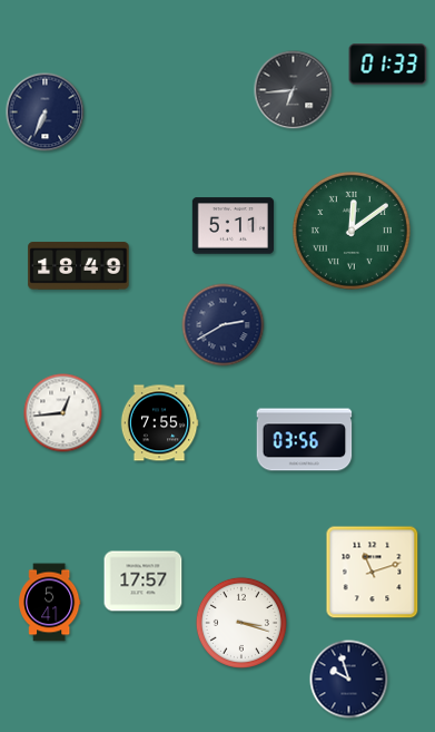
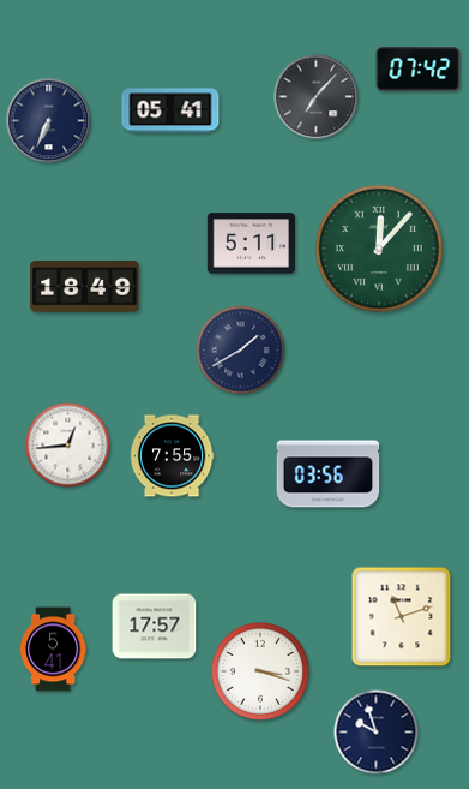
clock at (388, 65): 01:33 -> 07:42
clock at (294, 90): 6:44 -> 7:07
clock at (170, 110): none -> 05:41
clock at (352, 231): 12:09 -> 12:07
clock at (224, 325): 2:40 -> 1:40
